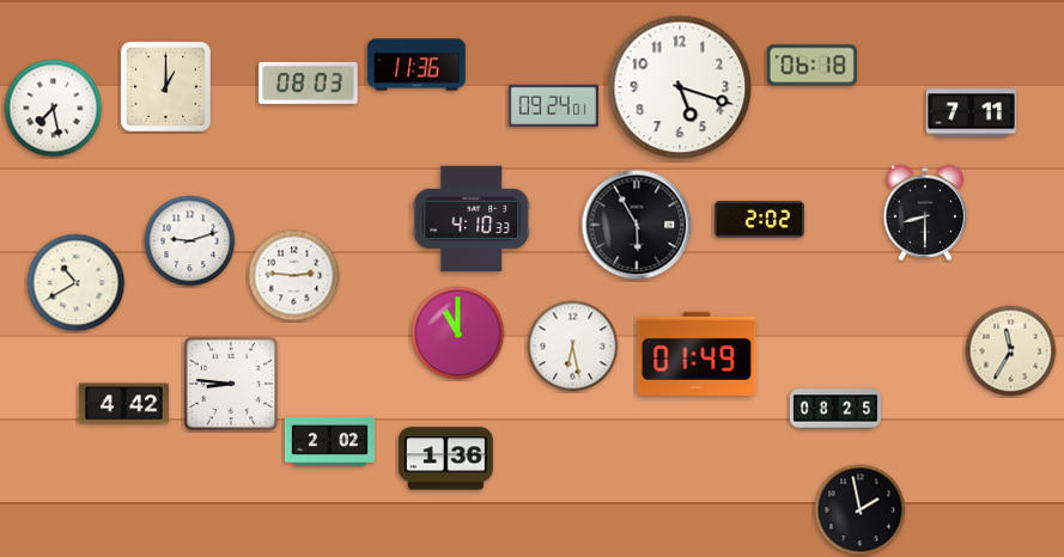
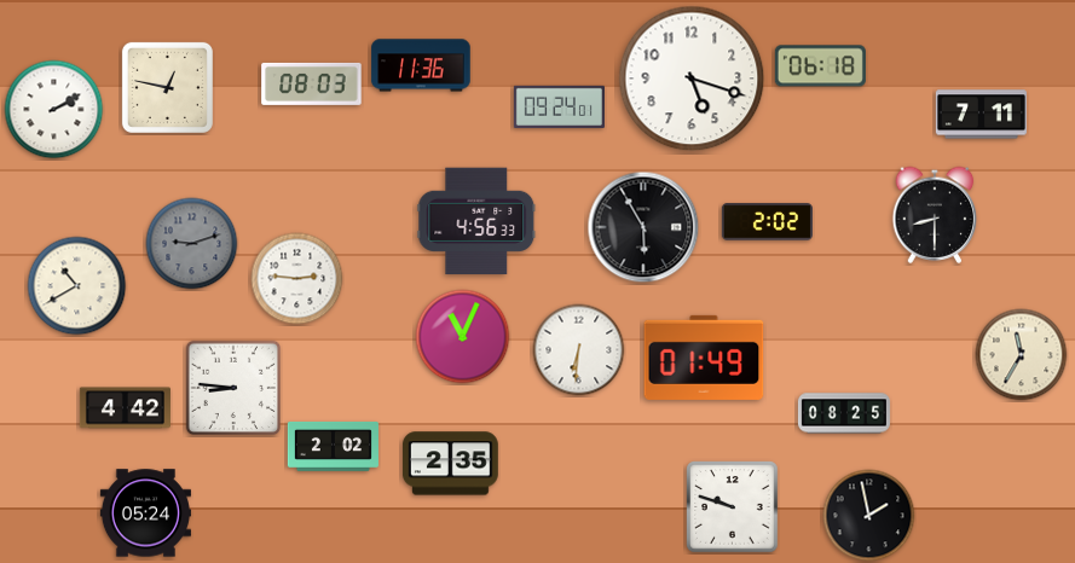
clock at (165, 86): 1:00 -> 12:47
clock at (680, 87) position: (680, 87) -> (692, 79)
clock at (54, 109): 7:28 -> 2:10
clock at (472, 219): 4:10 -> 4:56
clock at (190, 241) dial: white -> grey
clock at (458, 333): 11:00 -> 11:04
clock at (573, 347): 6:28 -> 6:31
clock at (445, 459): 1:36 -> 2:35
clock at (733, 507): none -> 9:48
clock at (145, 513): none -> 05:24
